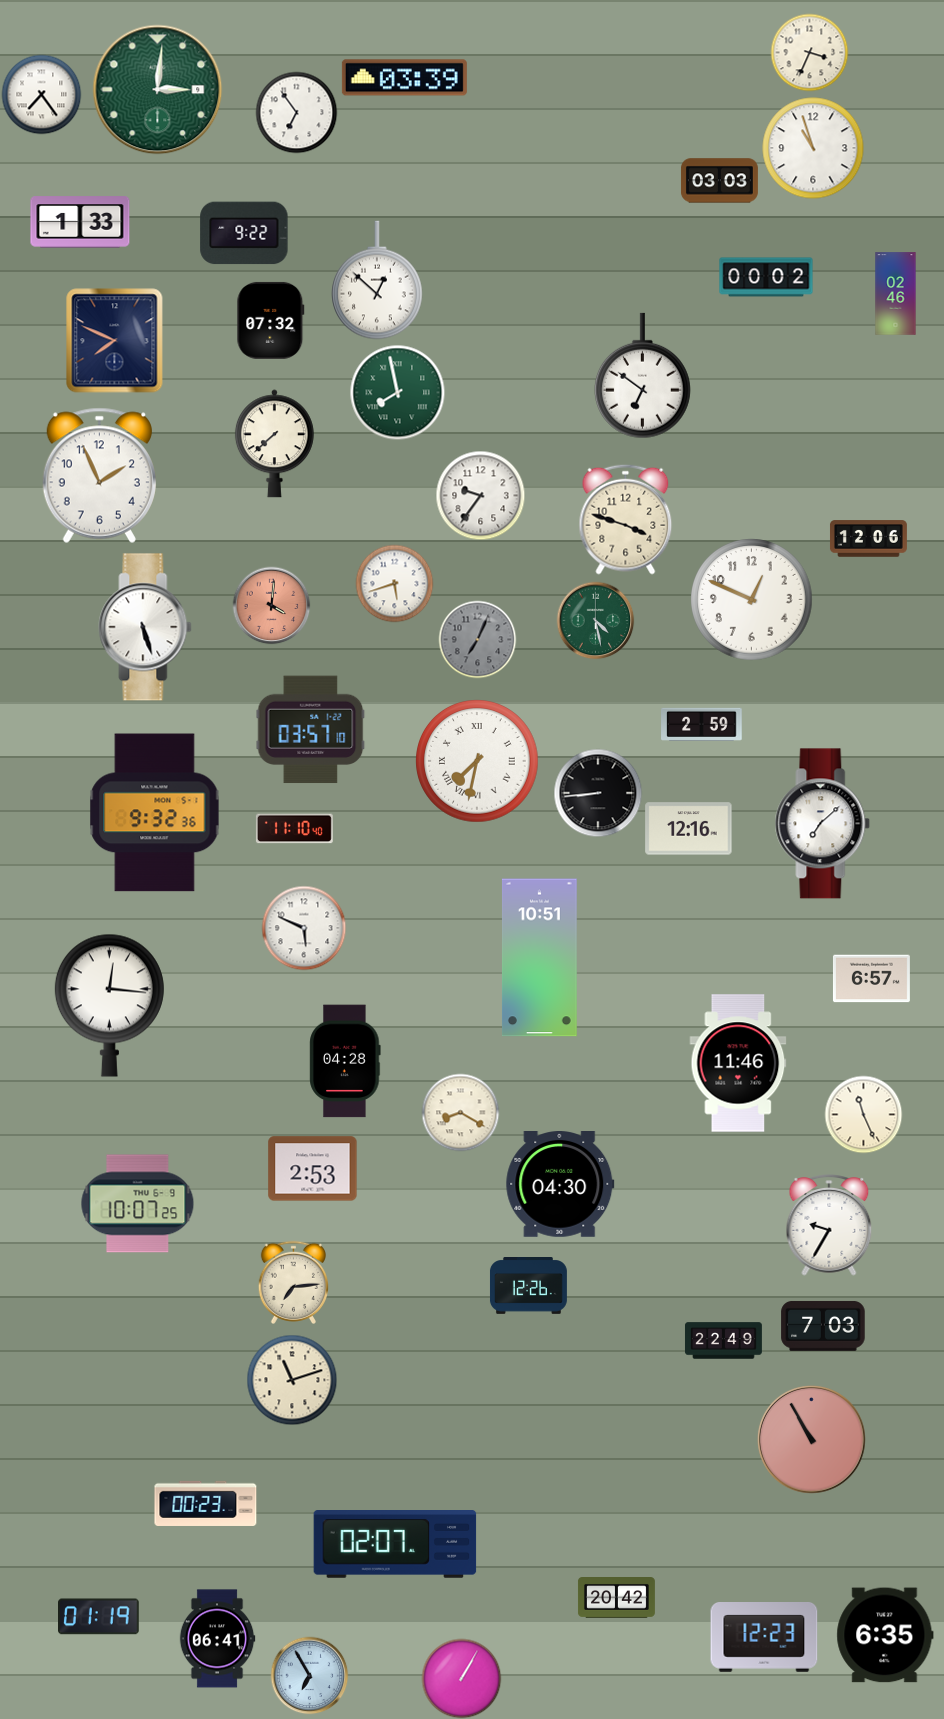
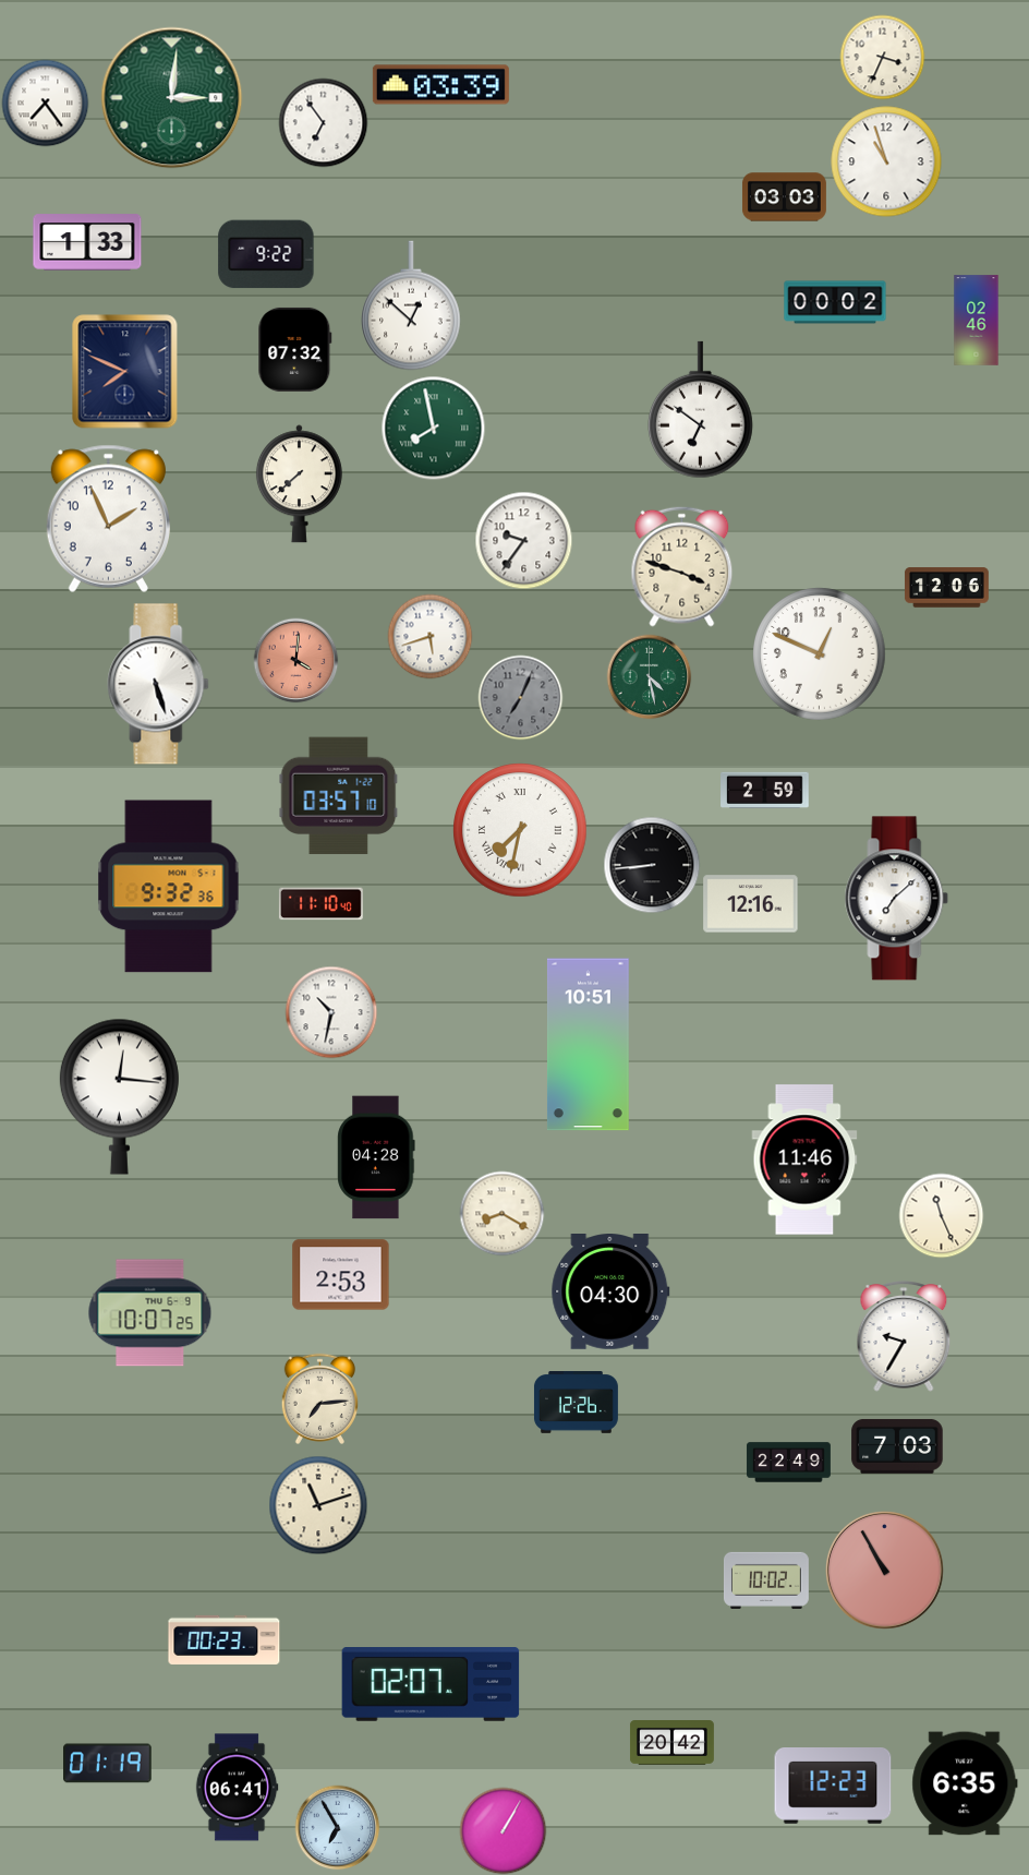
clock at (304, 928): 5:49 -> 10:32
clock at (871, 979): 6:57 -> none
clock at (766, 1580): none -> 10:02
